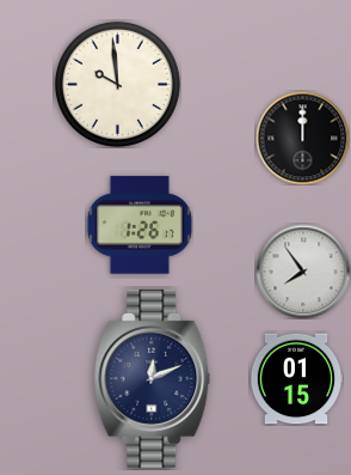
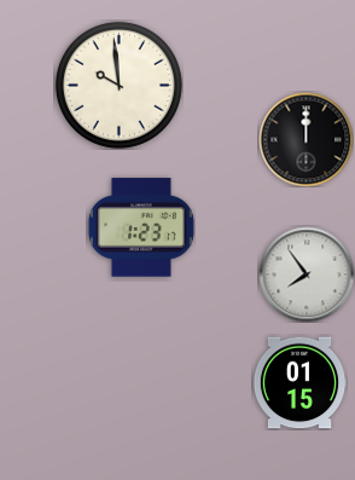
clock at (140, 225): 1:26 -> 1:23
clock at (153, 378): 12:11 -> none
